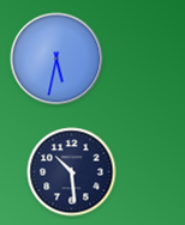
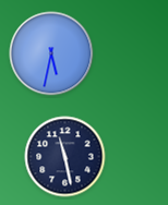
clock at (72, 172): 10:29 -> 11:28
